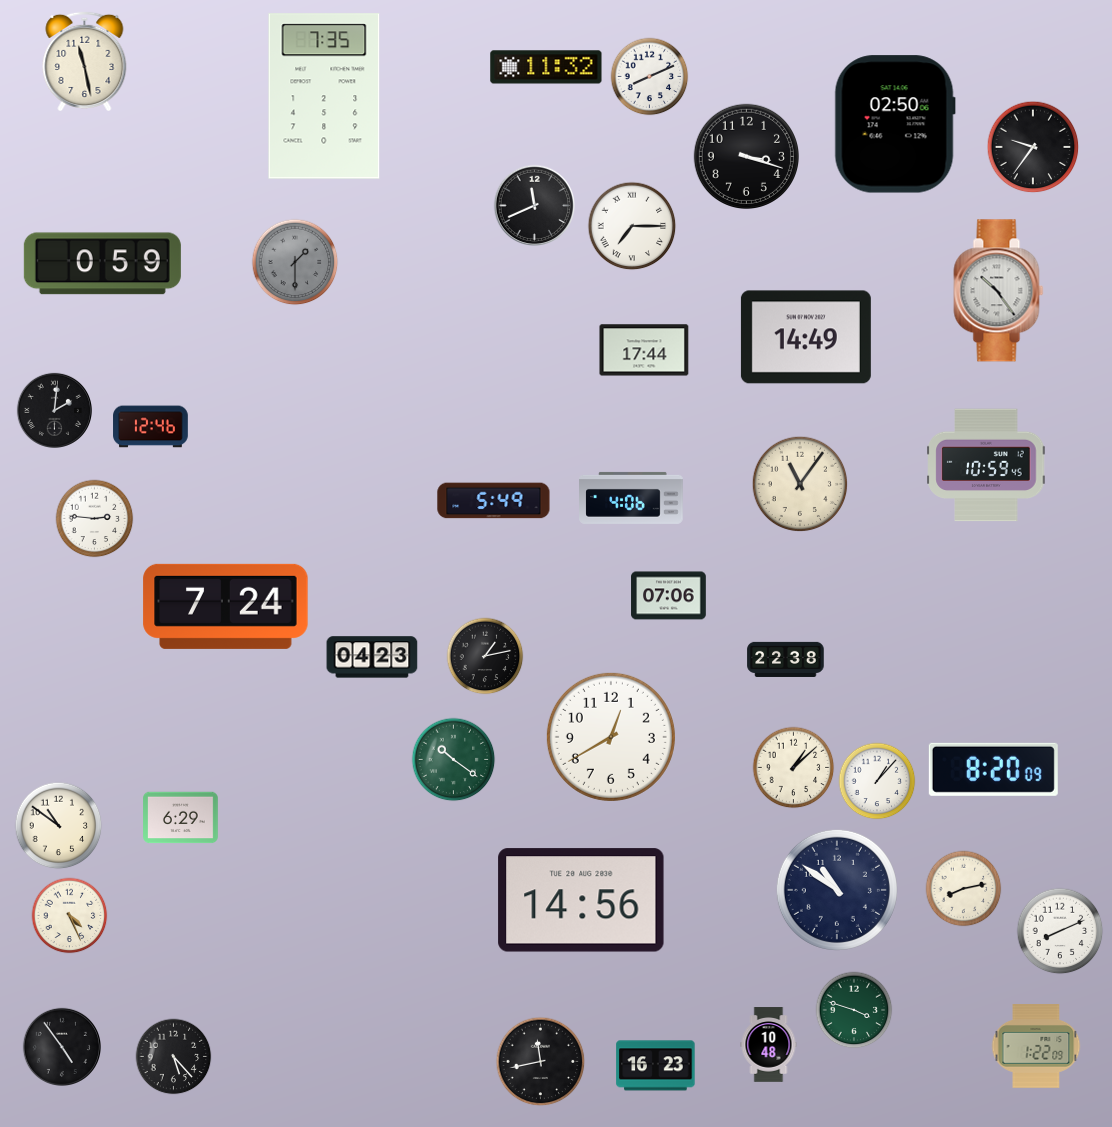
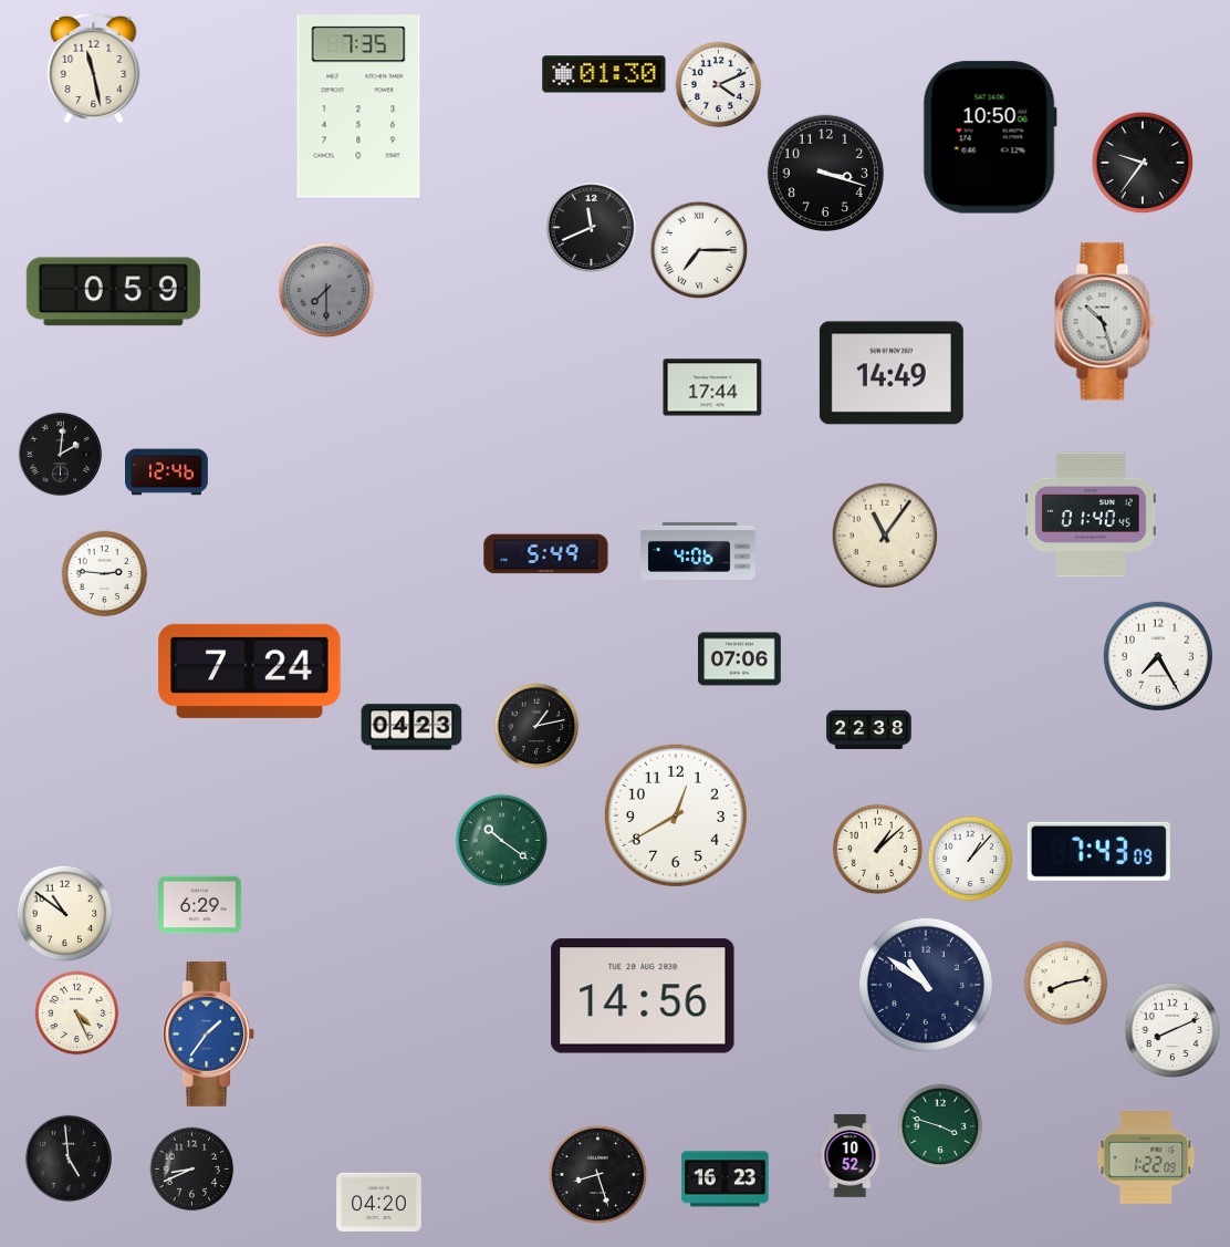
clock at (546, 67): 11:32 -> 01:30
clock at (650, 77): 8:11 -> 4:11
clock at (895, 124): 02:50 -> 10:50
clock at (295, 262): 1:30 -> 7:30
clock at (999, 291): 10:24 -> 10:27
clock at (986, 465): 10:59 -> 01:40
clock at (1158, 656): none -> 7:25
clock at (993, 769): 8:20 -> 7:43
clock at (877, 781) position: (877, 781) -> (970, 859)
clock at (209, 1033): none -> 1:36
clock at (854, 1010) position: (854, 1010) -> (940, 1126)
clock at (769, 1045): 10:48 -> 10:52
clock at (61, 1046): 4:54 -> 4:59
clock at (174, 1057): 5:23 -> 8:41
clock at (541, 1062): 11:43 -> 8:27
clock at (379, 1202): none -> 04:20
